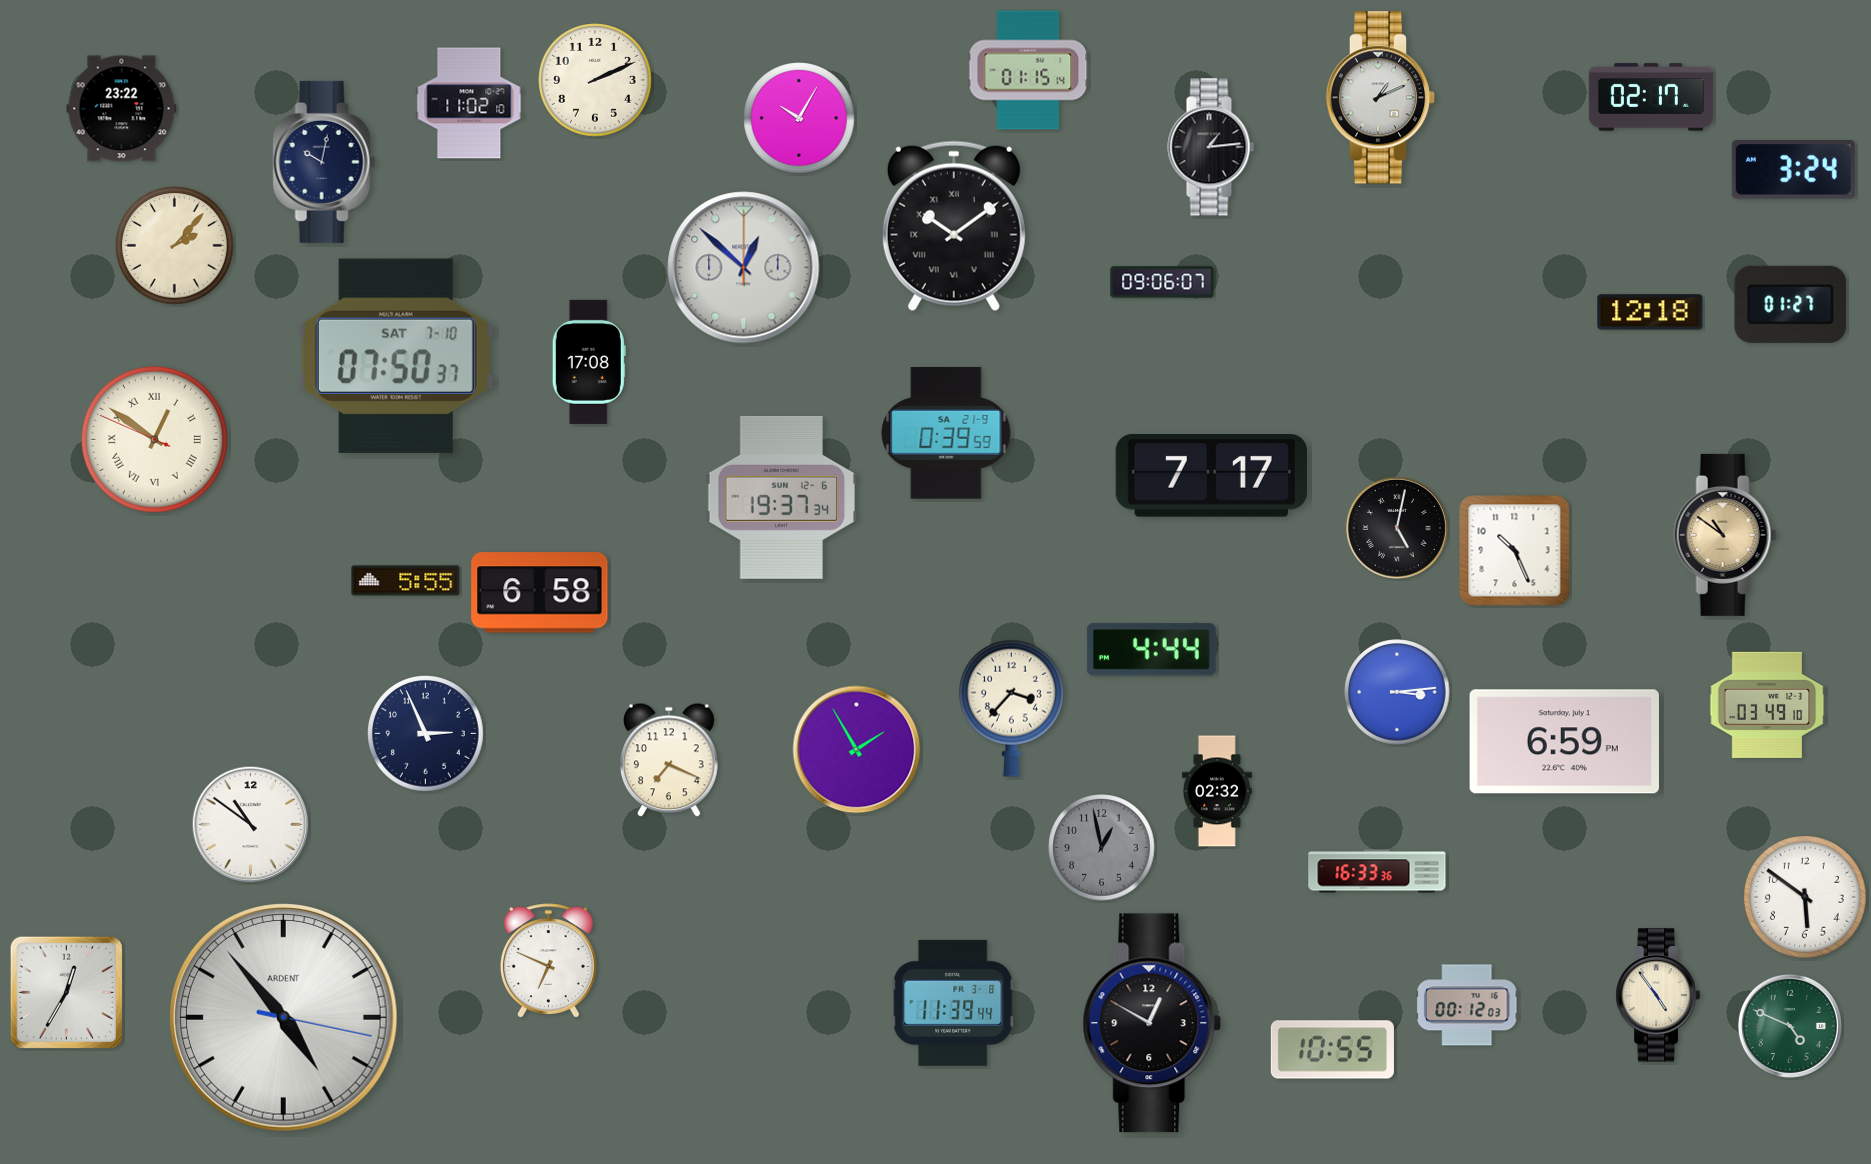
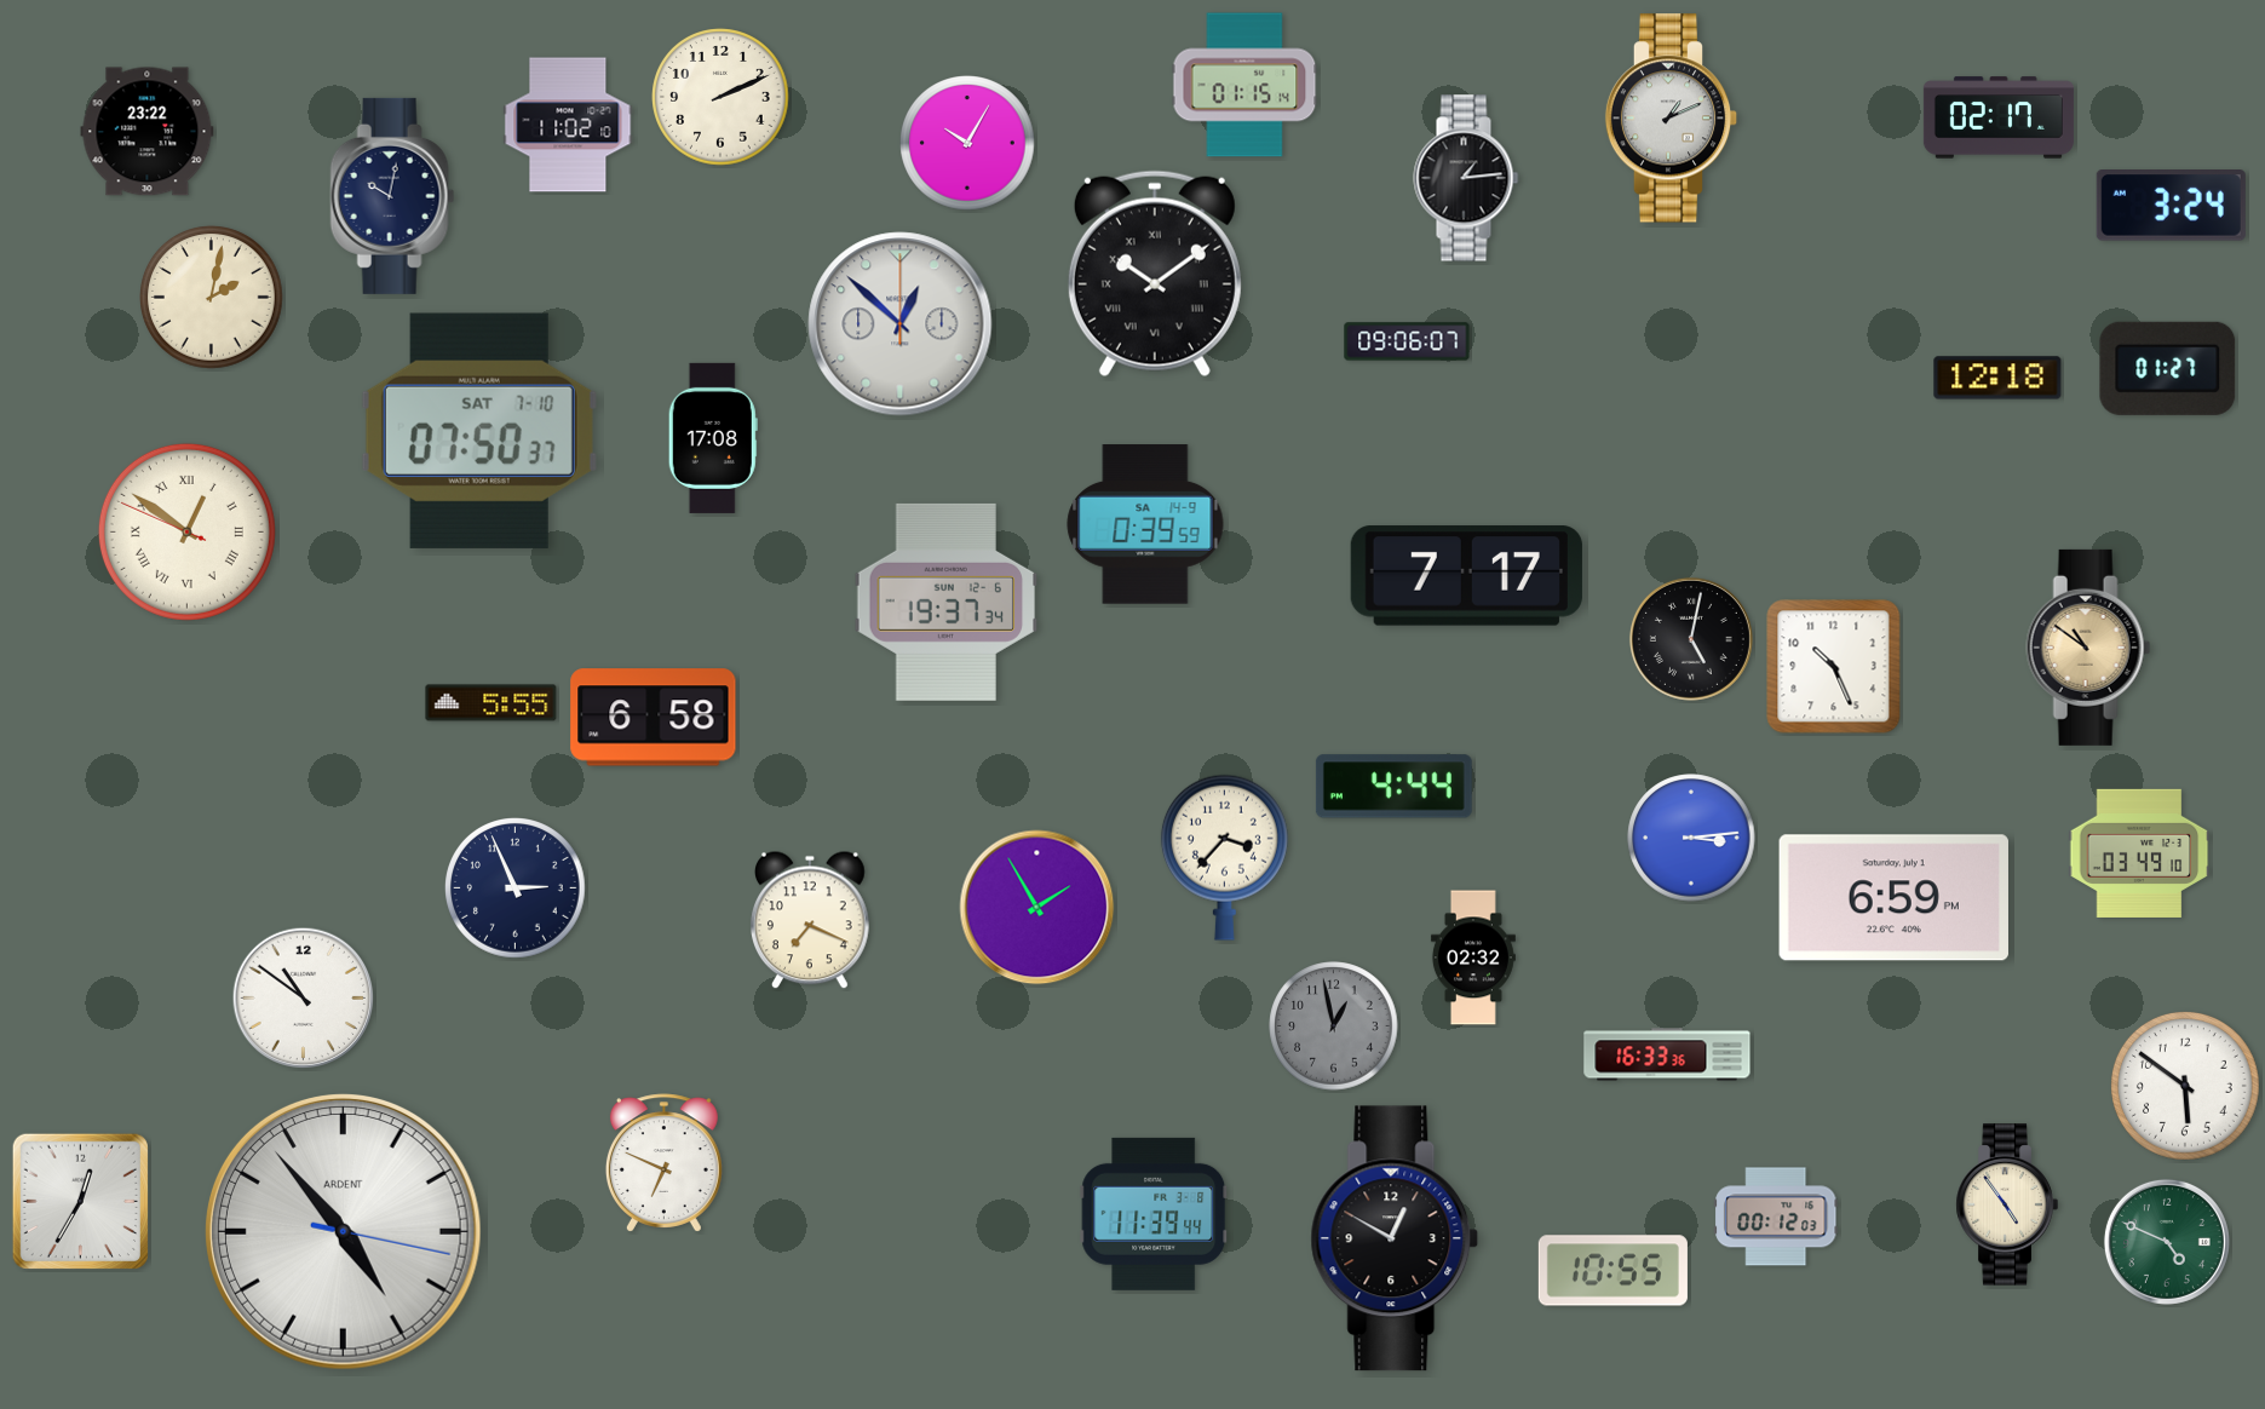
clock at (175, 246): 2:07 -> 2:02
clock at (946, 433) date: SA 21-9 -> SA 14-9
